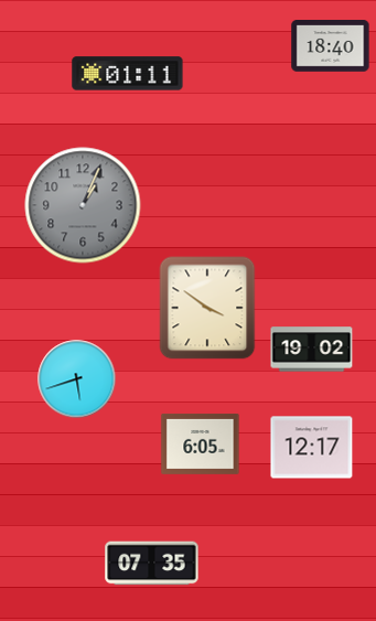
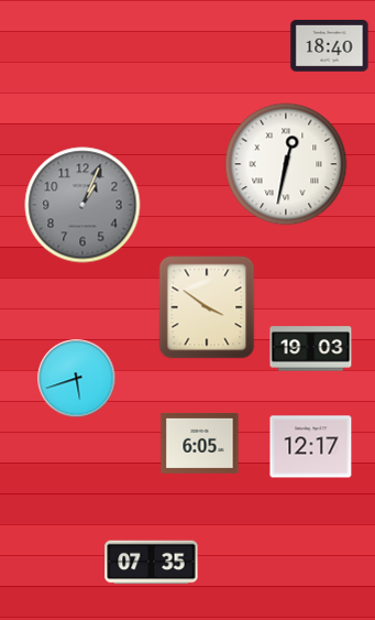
clock at (128, 74): 01:11 -> none
clock at (286, 164): none -> 12:32
clock at (312, 350): 19:02 -> 19:03
